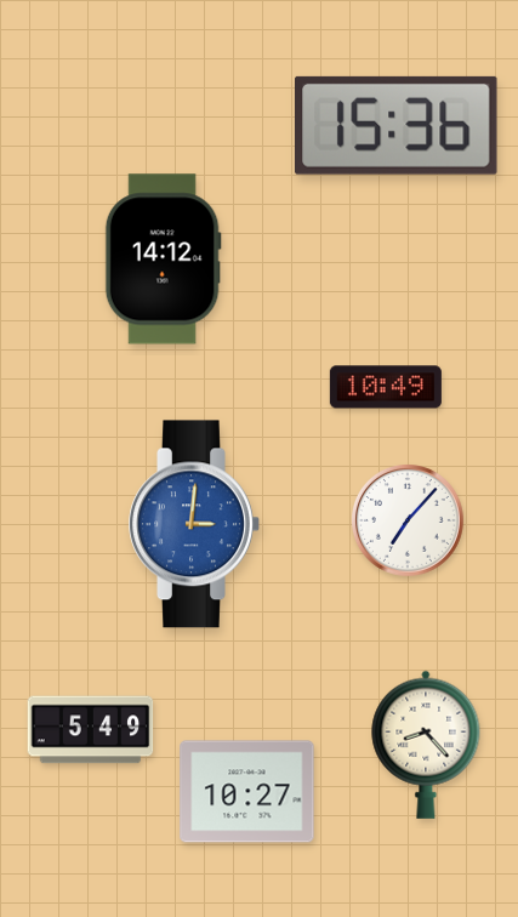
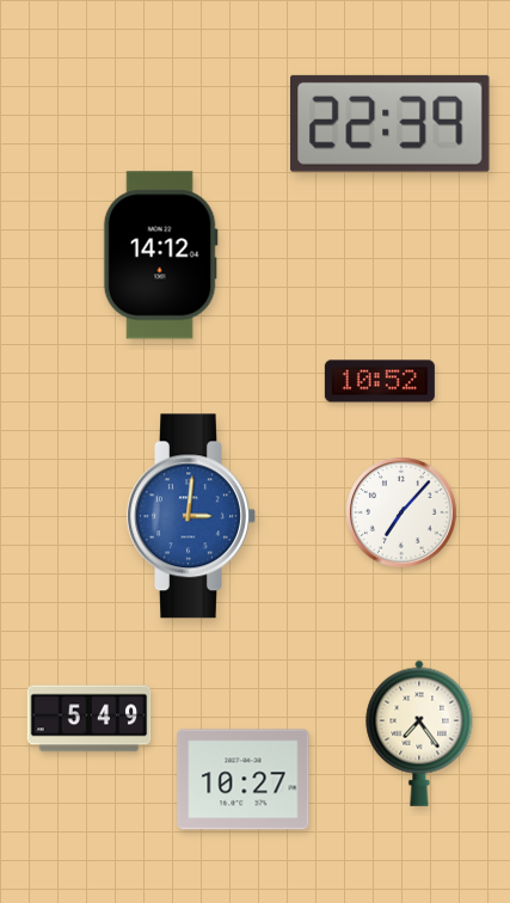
clock at (397, 125): 15:36 -> 22:39
clock at (386, 387): 10:49 -> 10:52
clock at (426, 745): 8:23 -> 7:24
